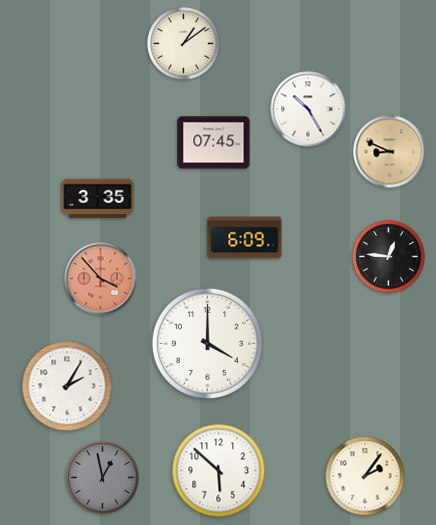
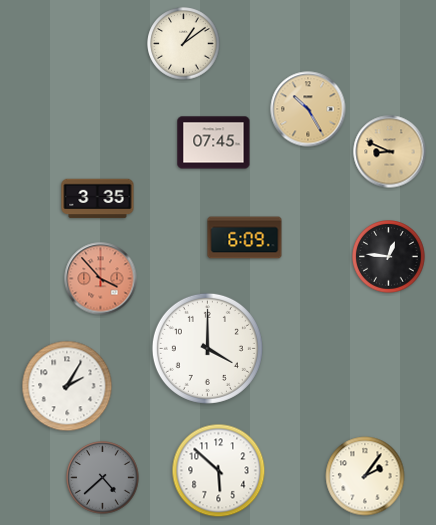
clock at (308, 109) dial: white -> champagne
clock at (207, 343) position: (207, 343) -> (207, 348)
clock at (103, 478): 12:58 -> 4:38
